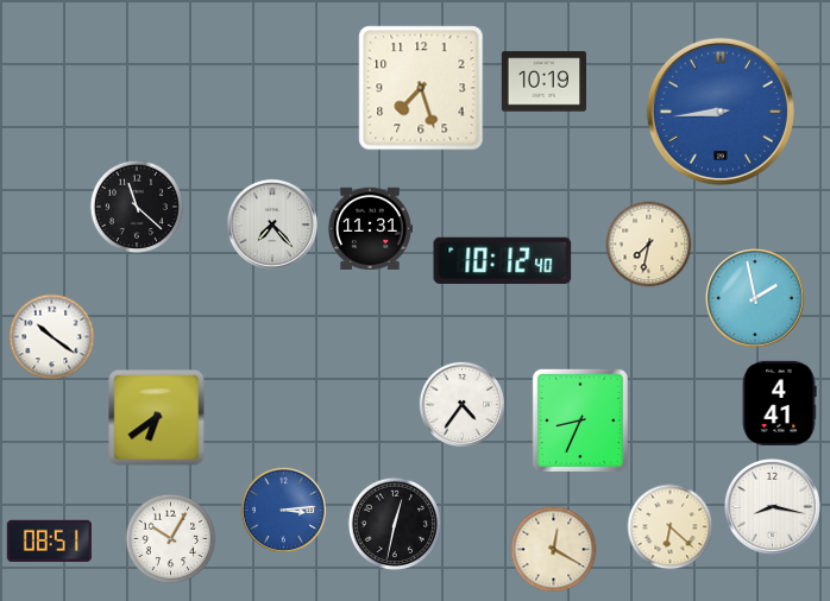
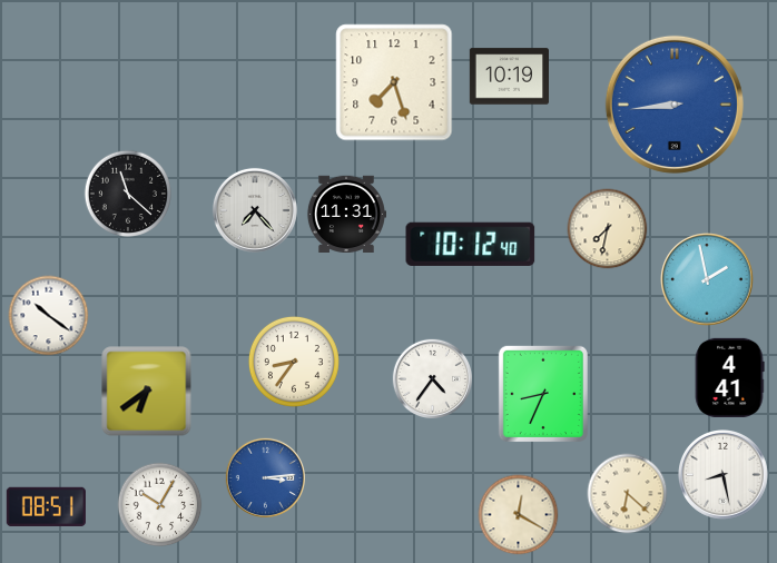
clock at (294, 362): none -> 8:36
clock at (773, 507): 8:17 -> 8:28
clock at (394, 523): 12:32 -> none
